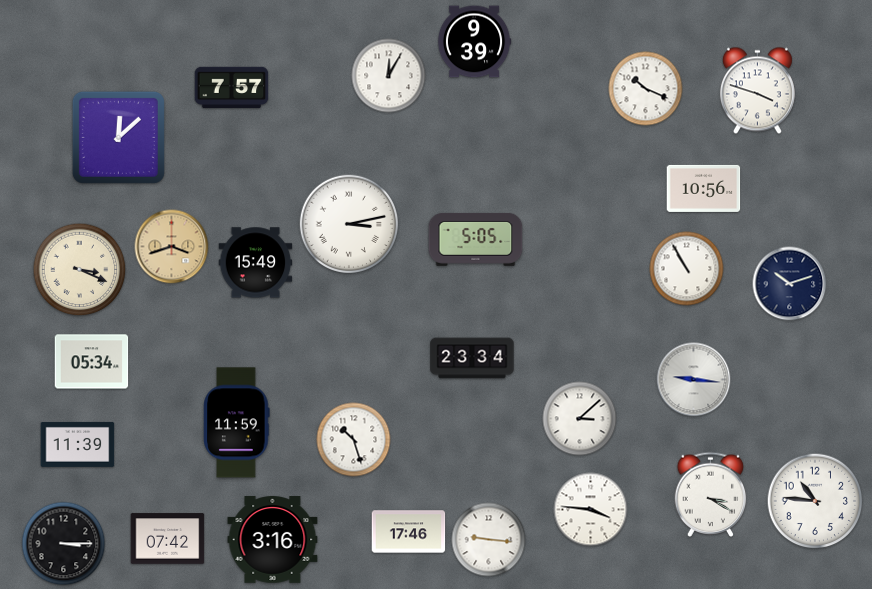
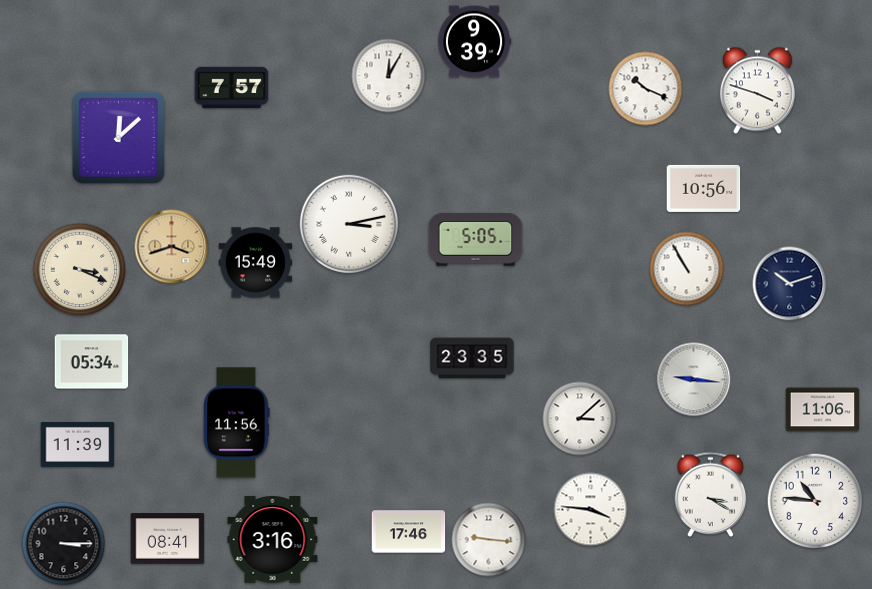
clock at (472, 358): 23:34 -> 23:35
clock at (823, 410): none -> 11:06
clock at (237, 423): 11:59 -> 11:56
clock at (354, 440): 10:27 -> none
clock at (168, 539): 07:42 -> 08:41
